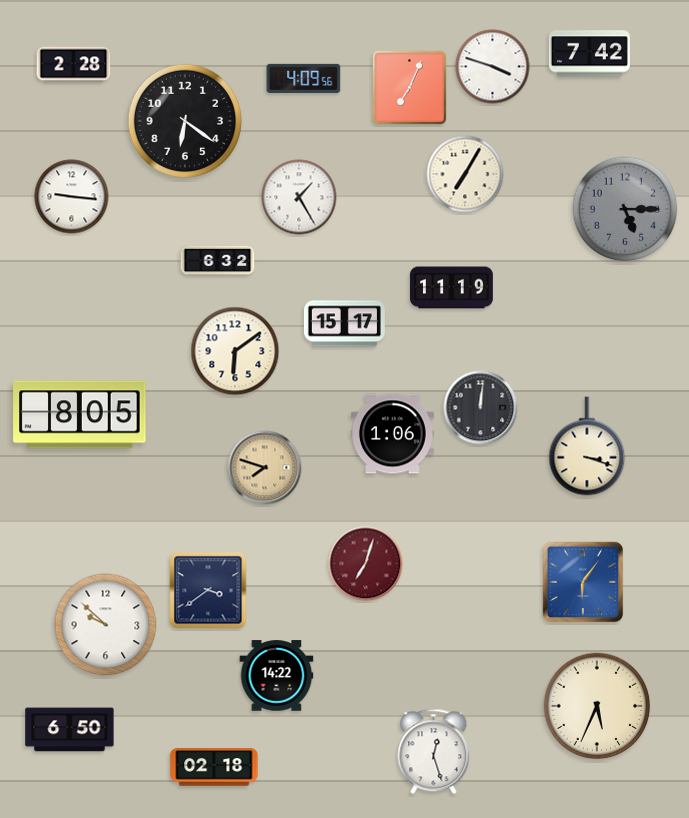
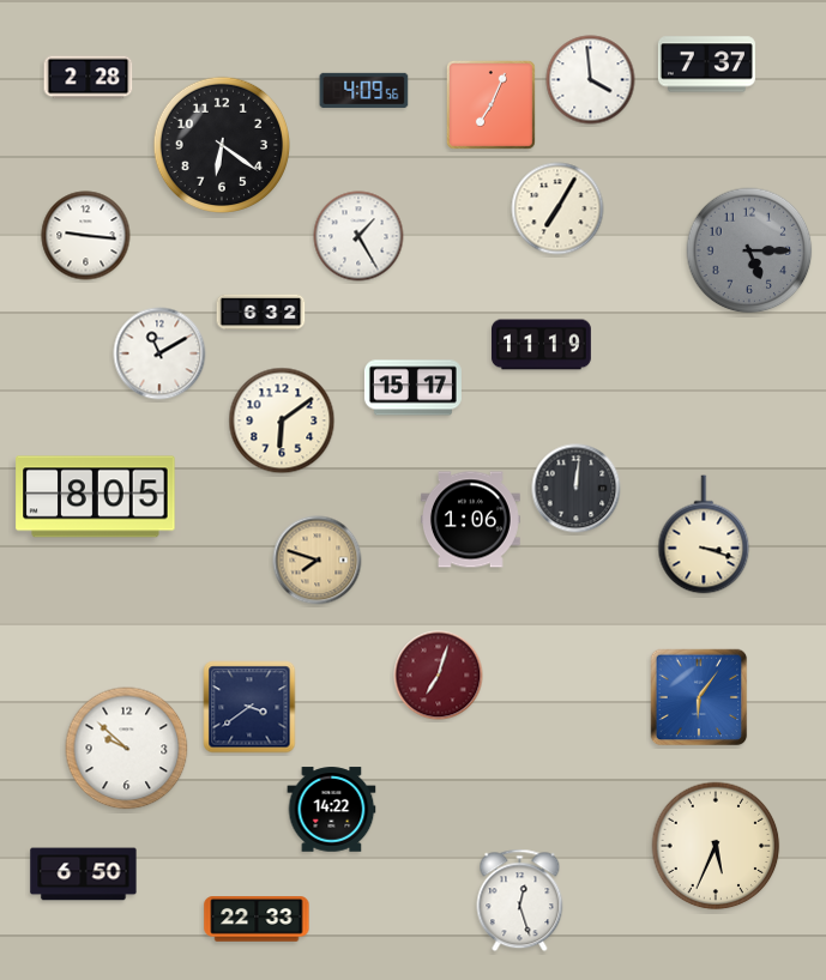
clock at (589, 54): 7:42 -> 7:37
clock at (493, 67): 3:48 -> 3:59
clock at (304, 78) position: (304, 78) -> (364, 90)
clock at (159, 353): none -> 11:10
clock at (214, 767): 02:18 -> 22:33
